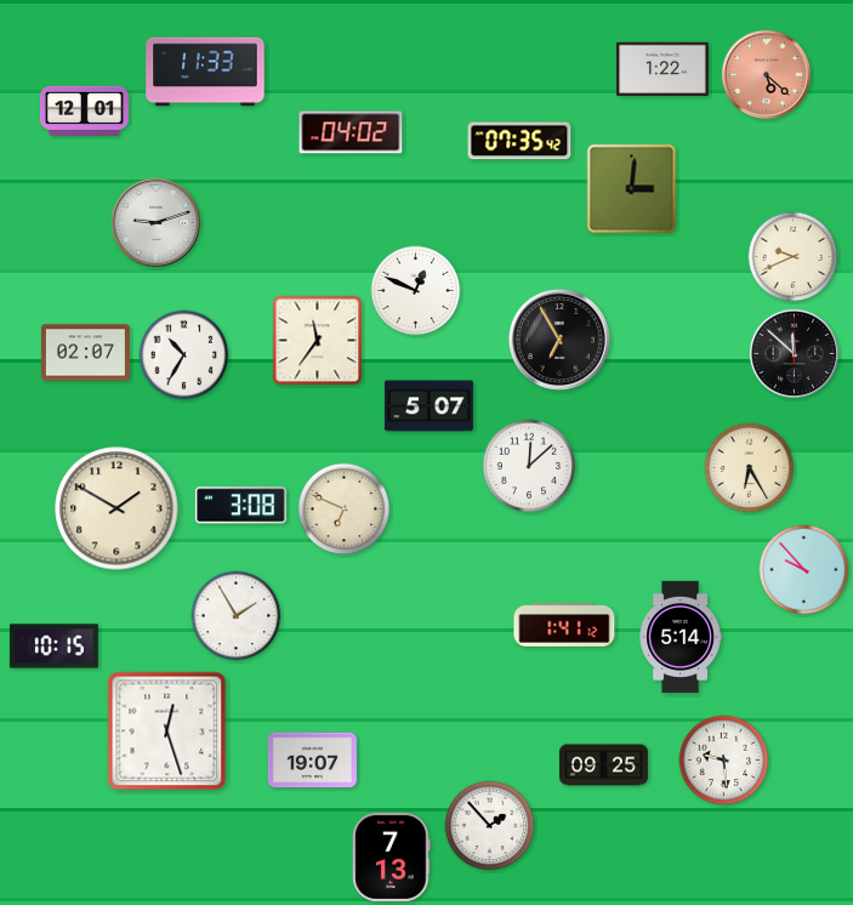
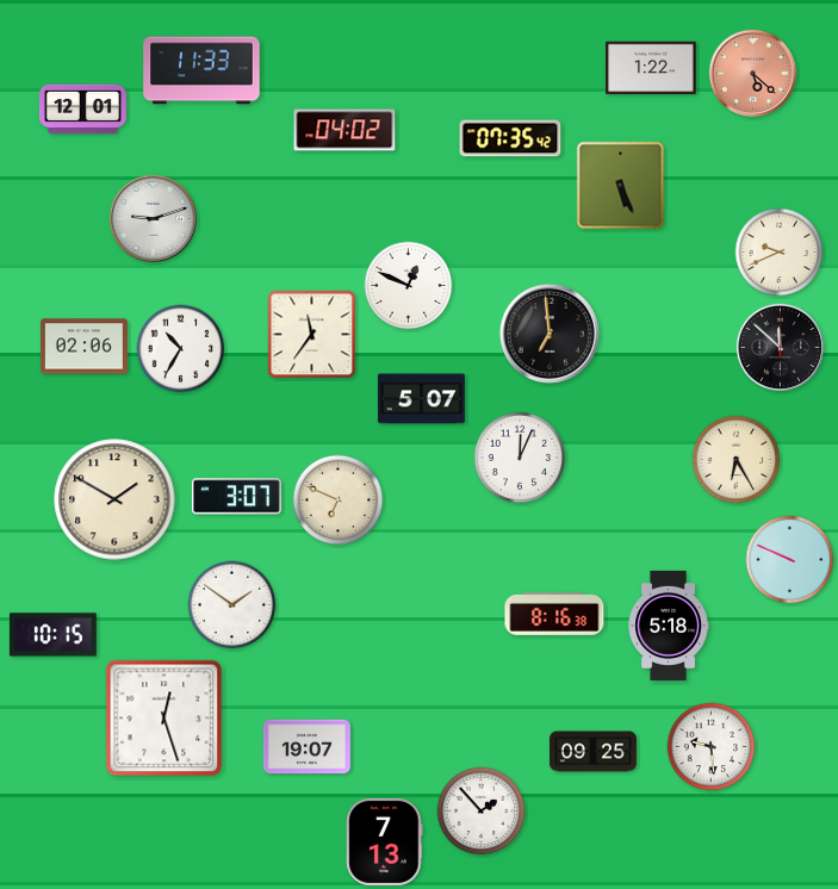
clock at (632, 189): 3:01 -> 5:26
clock at (559, 340): 6:55 -> 6:59
clock at (85, 353): 02:07 -> 02:06
clock at (529, 466): 12:08 -> 12:04
clock at (241, 506): 3:08 -> 3:07
clock at (804, 570): 9:53 -> 9:49
clock at (237, 616): 1:55 -> 1:51
clock at (564, 625): 1:41 -> 8:16
clock at (681, 637): 5:14 -> 5:18
